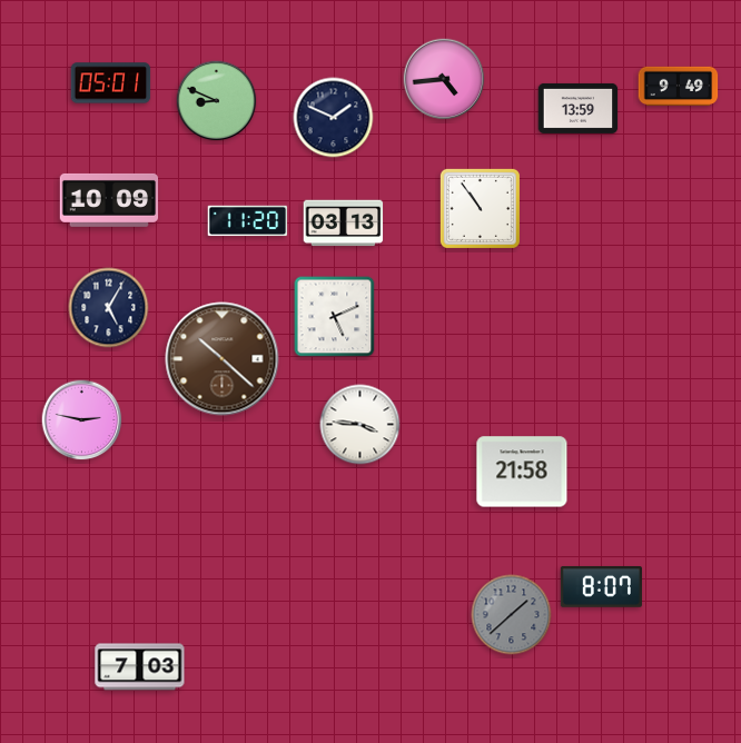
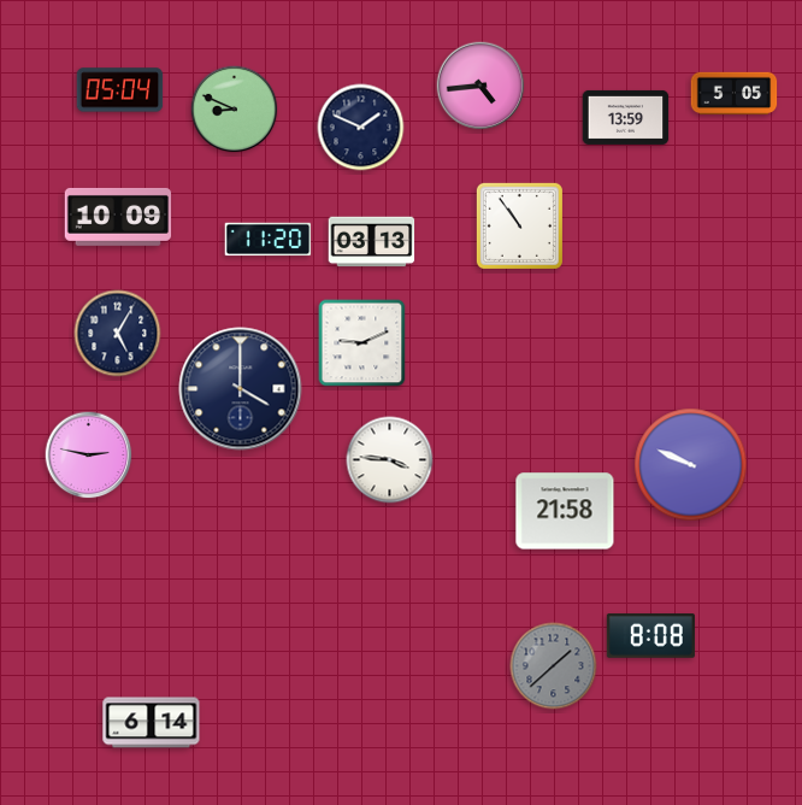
clock at (111, 83): 05:01 -> 05:04
clock at (679, 86): 9:49 -> 5:05
clock at (335, 317): 5:11 -> 9:11
clock at (223, 359): 10:22 -> 4:00
clock at (223, 359) dial: brown -> navy
clock at (691, 465): none -> 9:49
clock at (601, 587): 8:07 -> 8:08
clock at (140, 667): 7:03 -> 6:14
